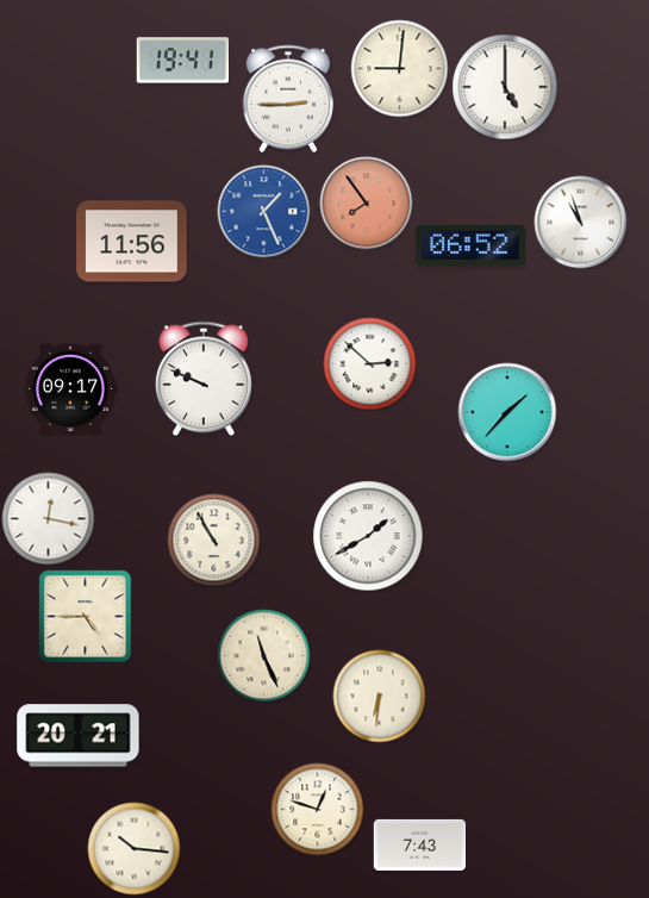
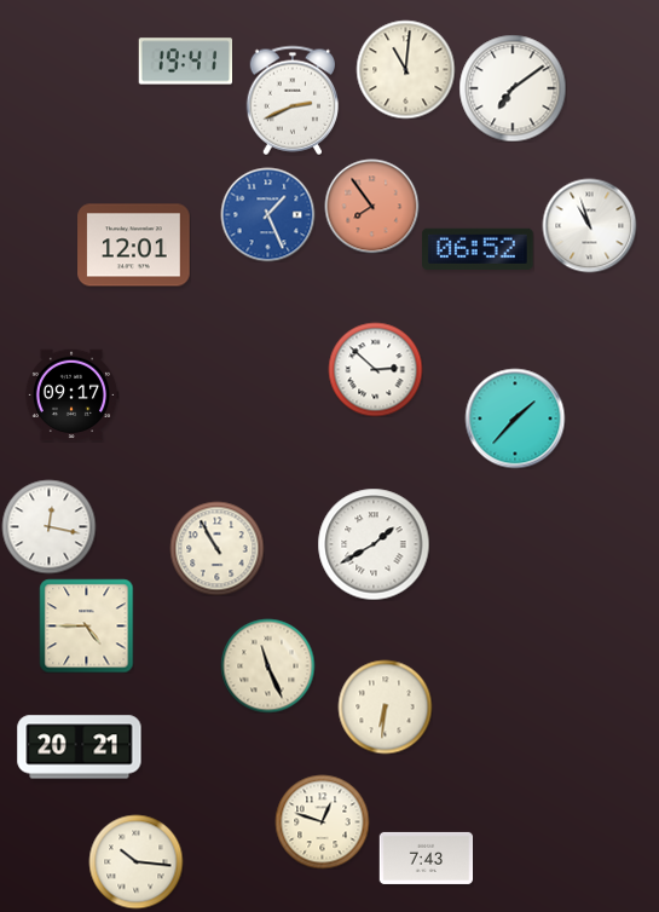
clock at (399, 68): 9:01 -> 11:01
clock at (505, 87): 5:00 -> 7:09
clock at (288, 99): 2:45 -> 2:41
clock at (132, 242): 11:56 -> 12:01
clock at (204, 379): 9:49 -> none
